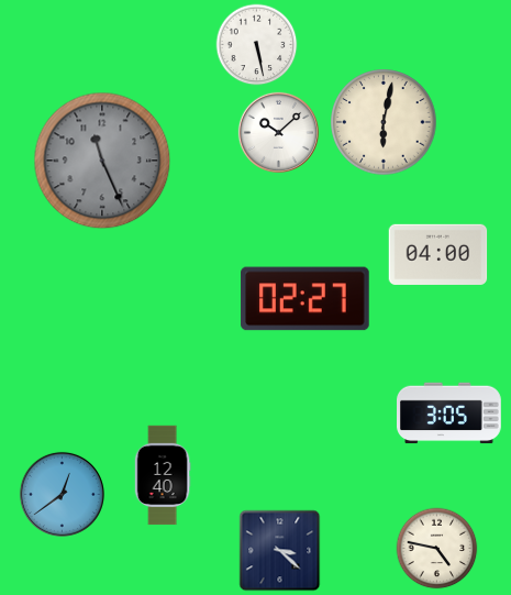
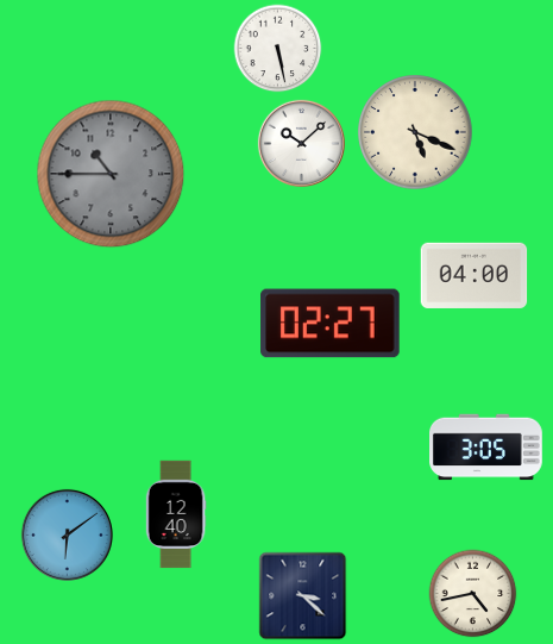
clock at (384, 122): 6:02 -> 5:19
clock at (102, 161): 11:26 -> 10:45
clock at (62, 494): 12:39 -> 6:09
clock at (437, 549): 4:47 -> 4:43
